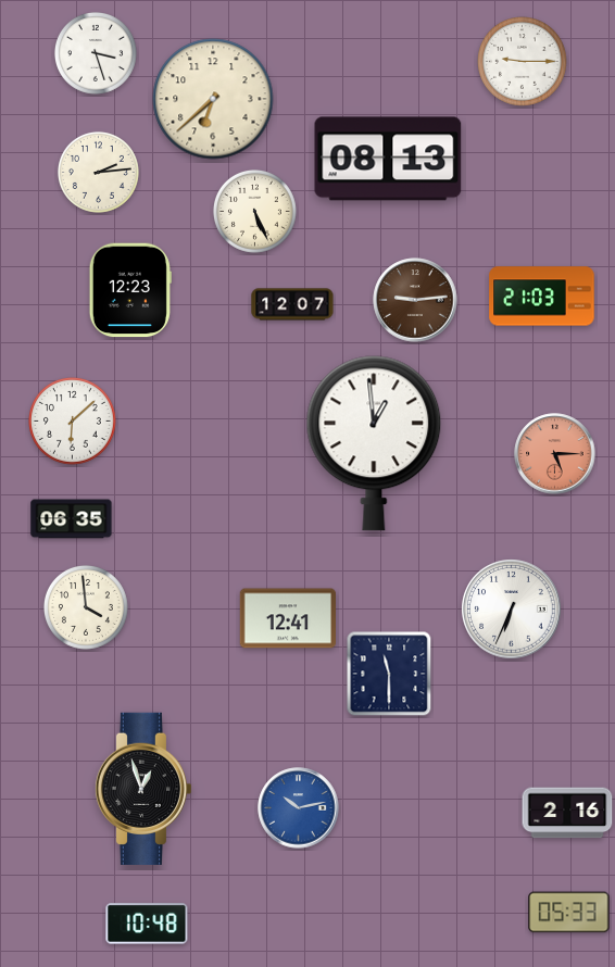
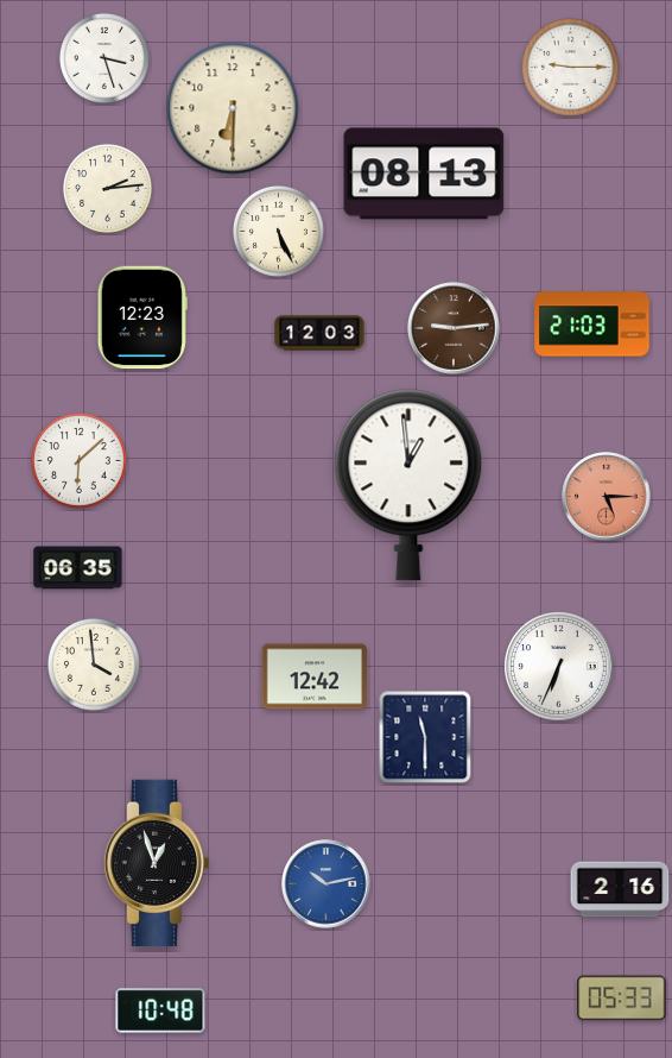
clock at (213, 99): 6:38 -> 6:30
clock at (292, 304): 12:07 -> 12:03
clock at (288, 618): 12:41 -> 12:42
